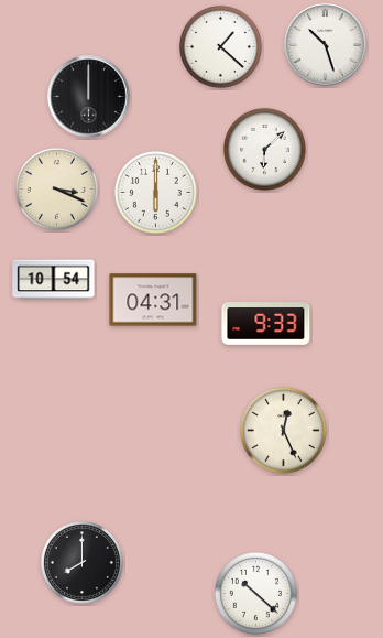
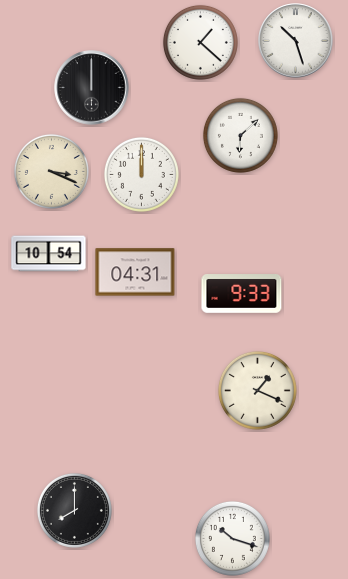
clock at (89, 97) position: (89, 97) -> (92, 88)
clock at (155, 192): 6:00 -> 12:00
clock at (153, 300) position: (153, 300) -> (135, 272)
clock at (283, 430): 12:26 -> 1:19
clock at (255, 593): 10:22 -> 10:18
